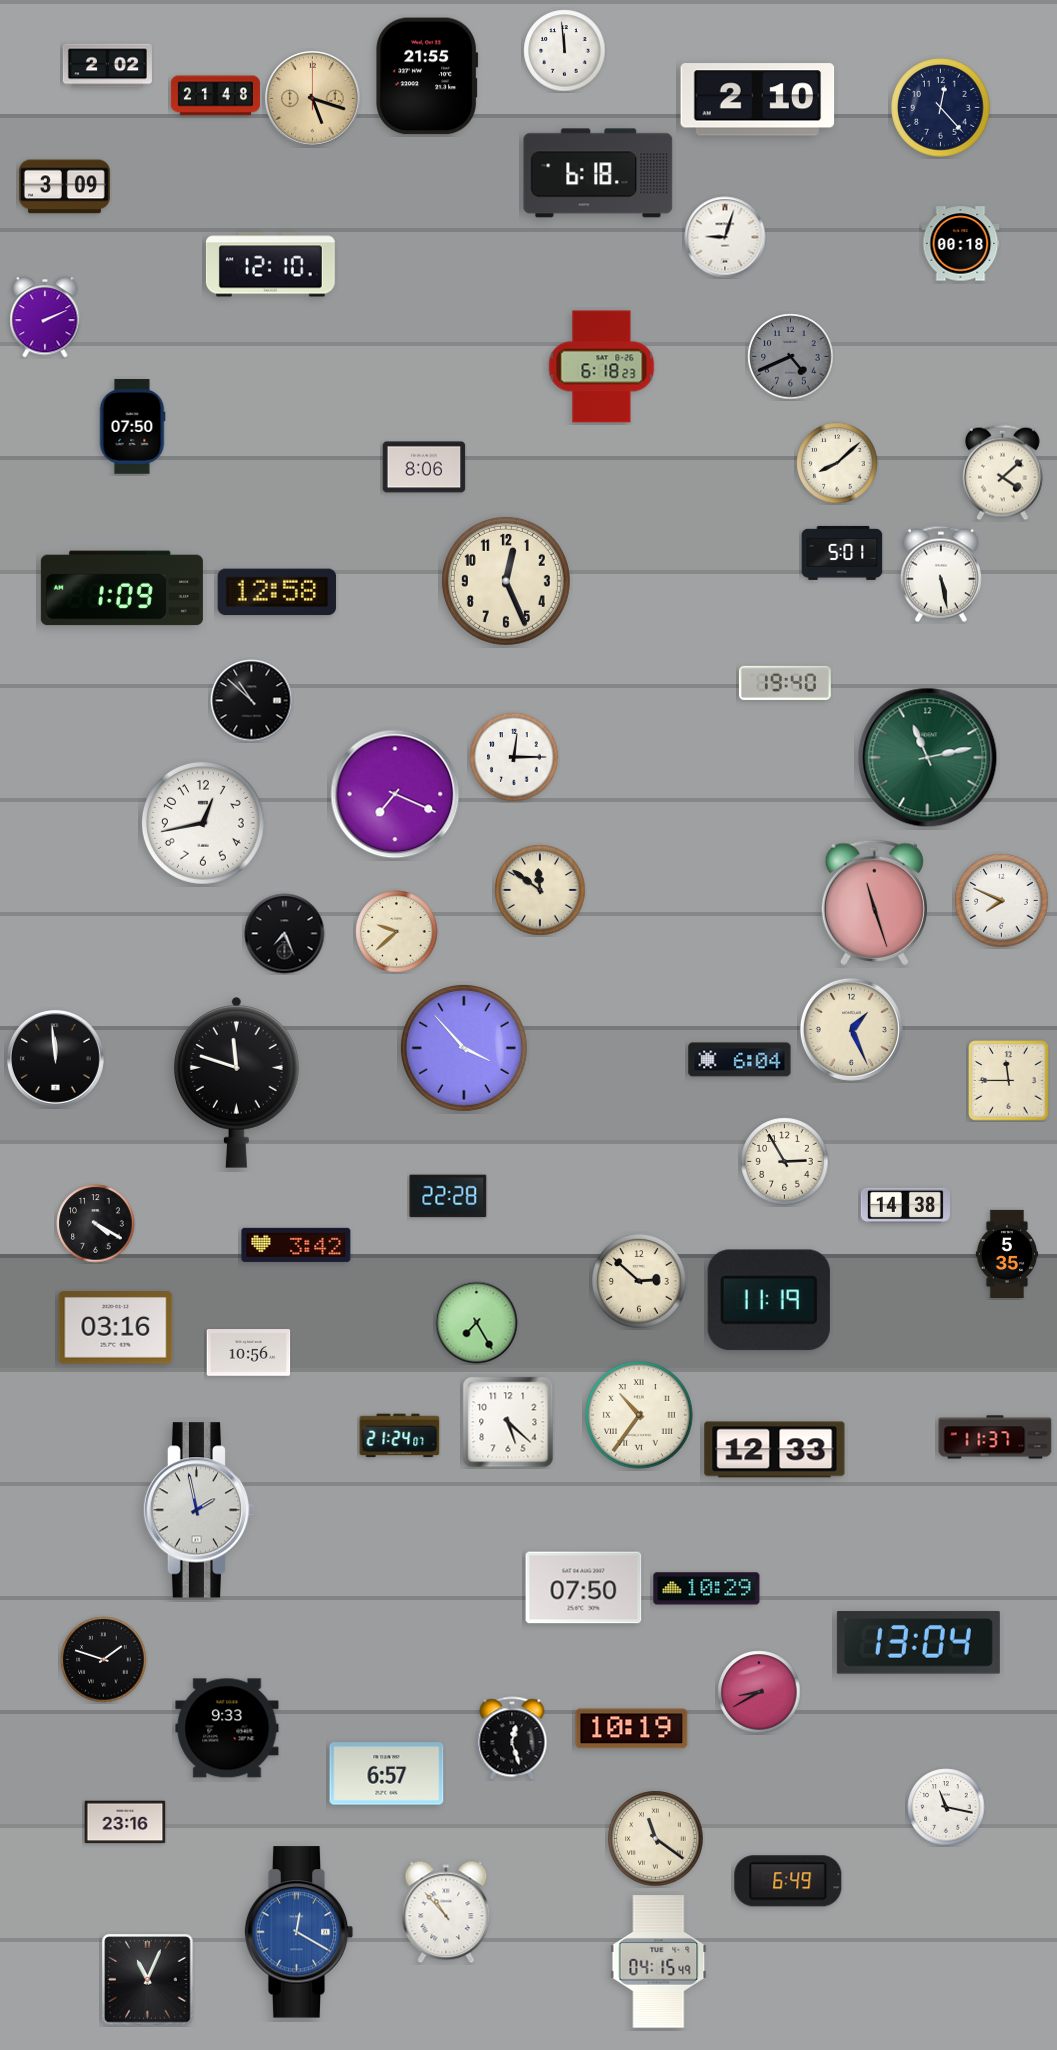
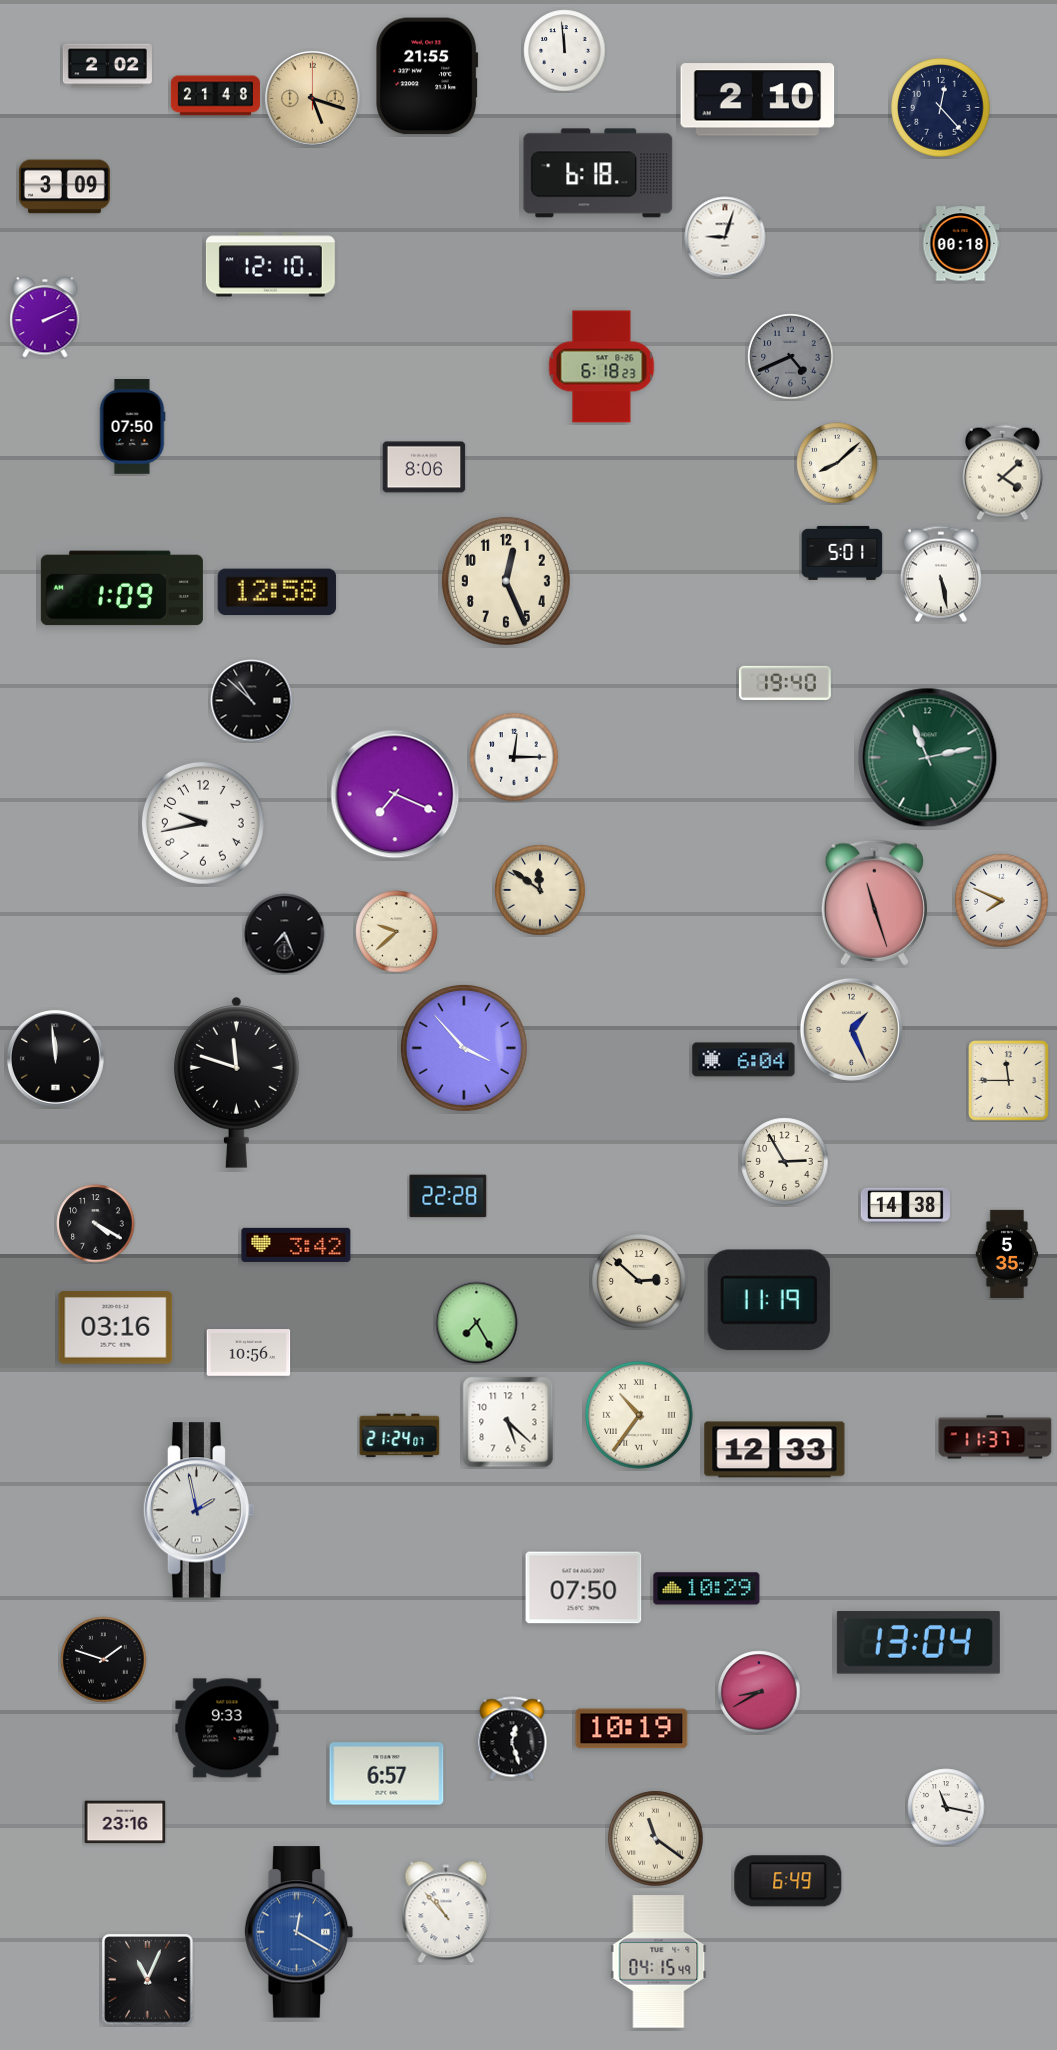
clock at (203, 823): 12:43 -> 9:43
clock at (740, 1060) position: (740, 1060) -> (744, 1060)
